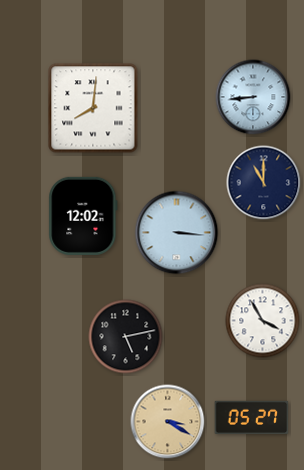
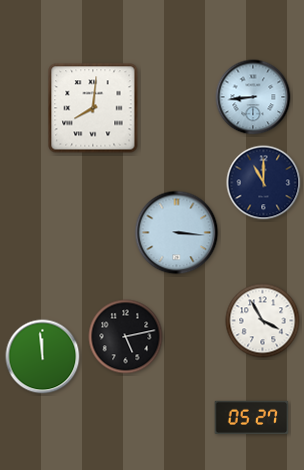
clock at (83, 216): 12:02 -> none
clock at (43, 357): none -> 11:59
clock at (168, 422): 3:20 -> none
